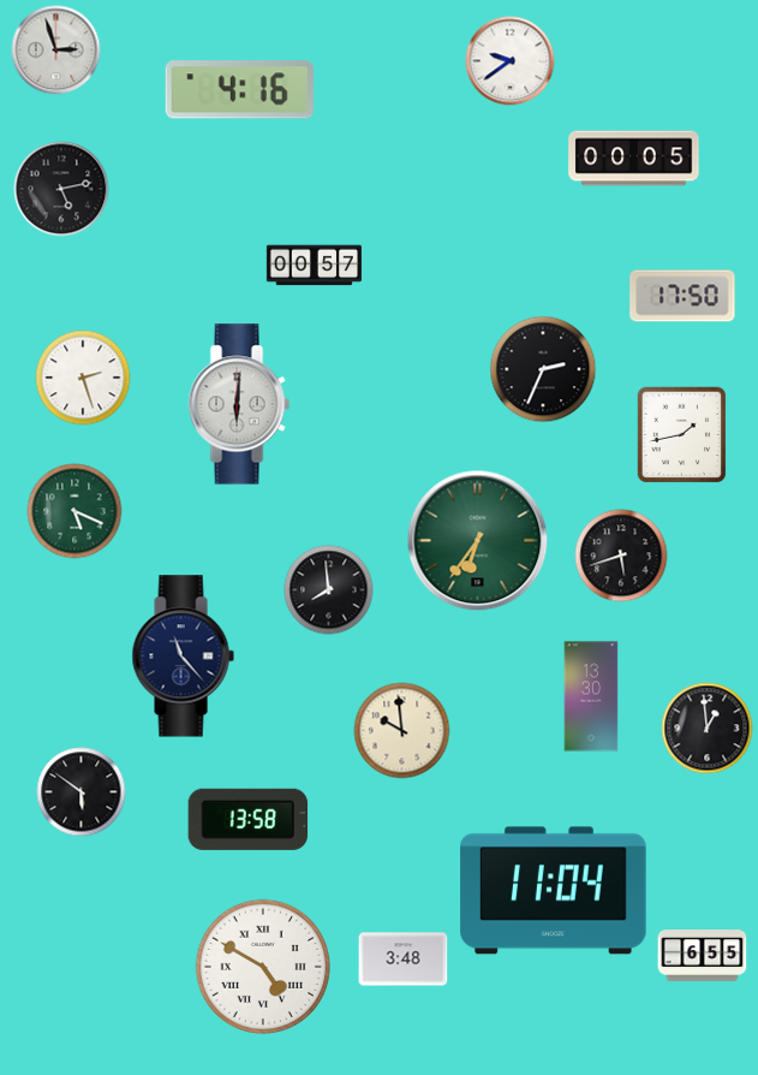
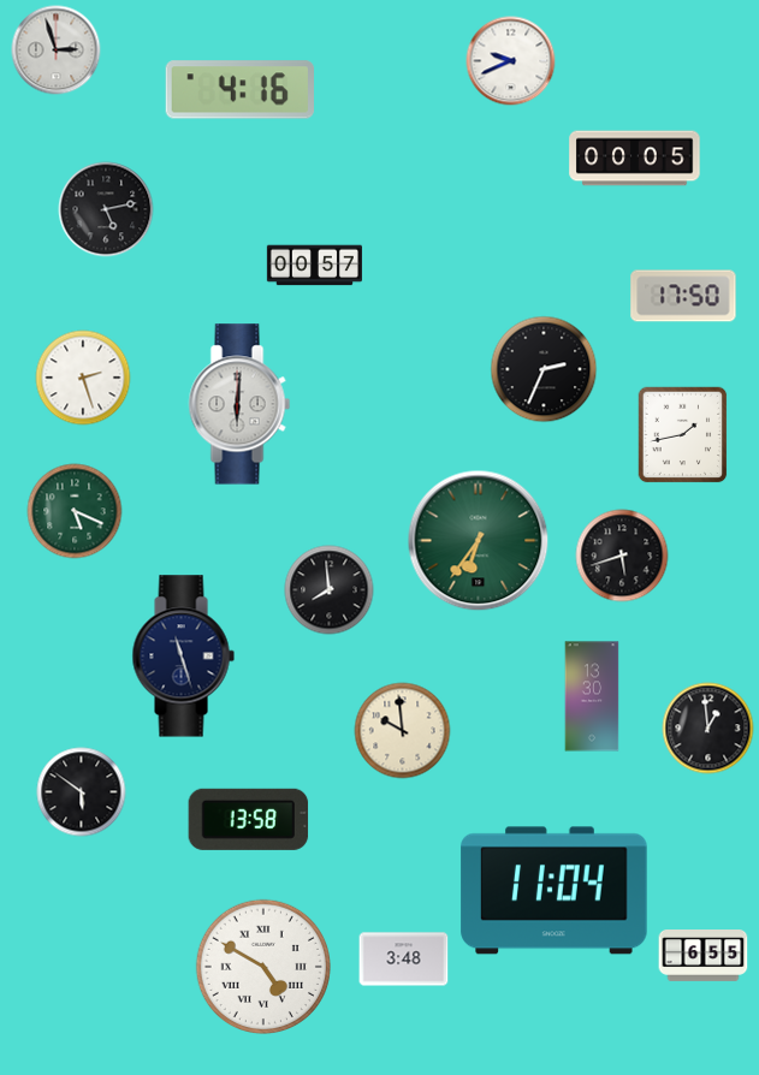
clock at (511, 61): 9:39 -> 9:41
clock at (61, 189) position: (61, 189) -> (106, 209)
clock at (183, 657): 11:23 -> 11:27
